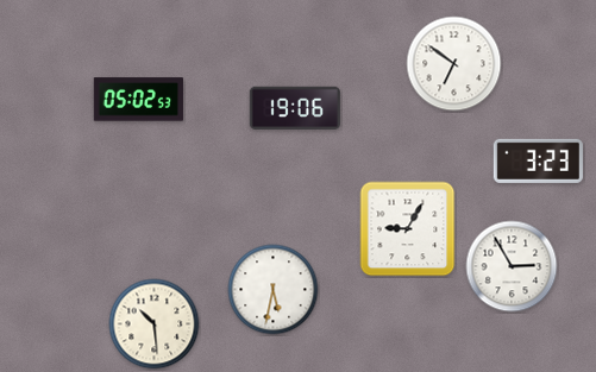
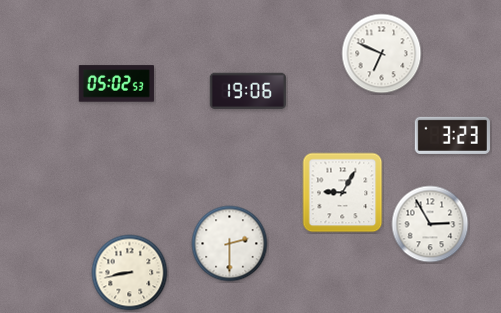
clock at (454, 64): 6:51 -> 6:49
clock at (274, 290): 5:32 -> 2:30
clock at (155, 324): 10:29 -> 8:43
